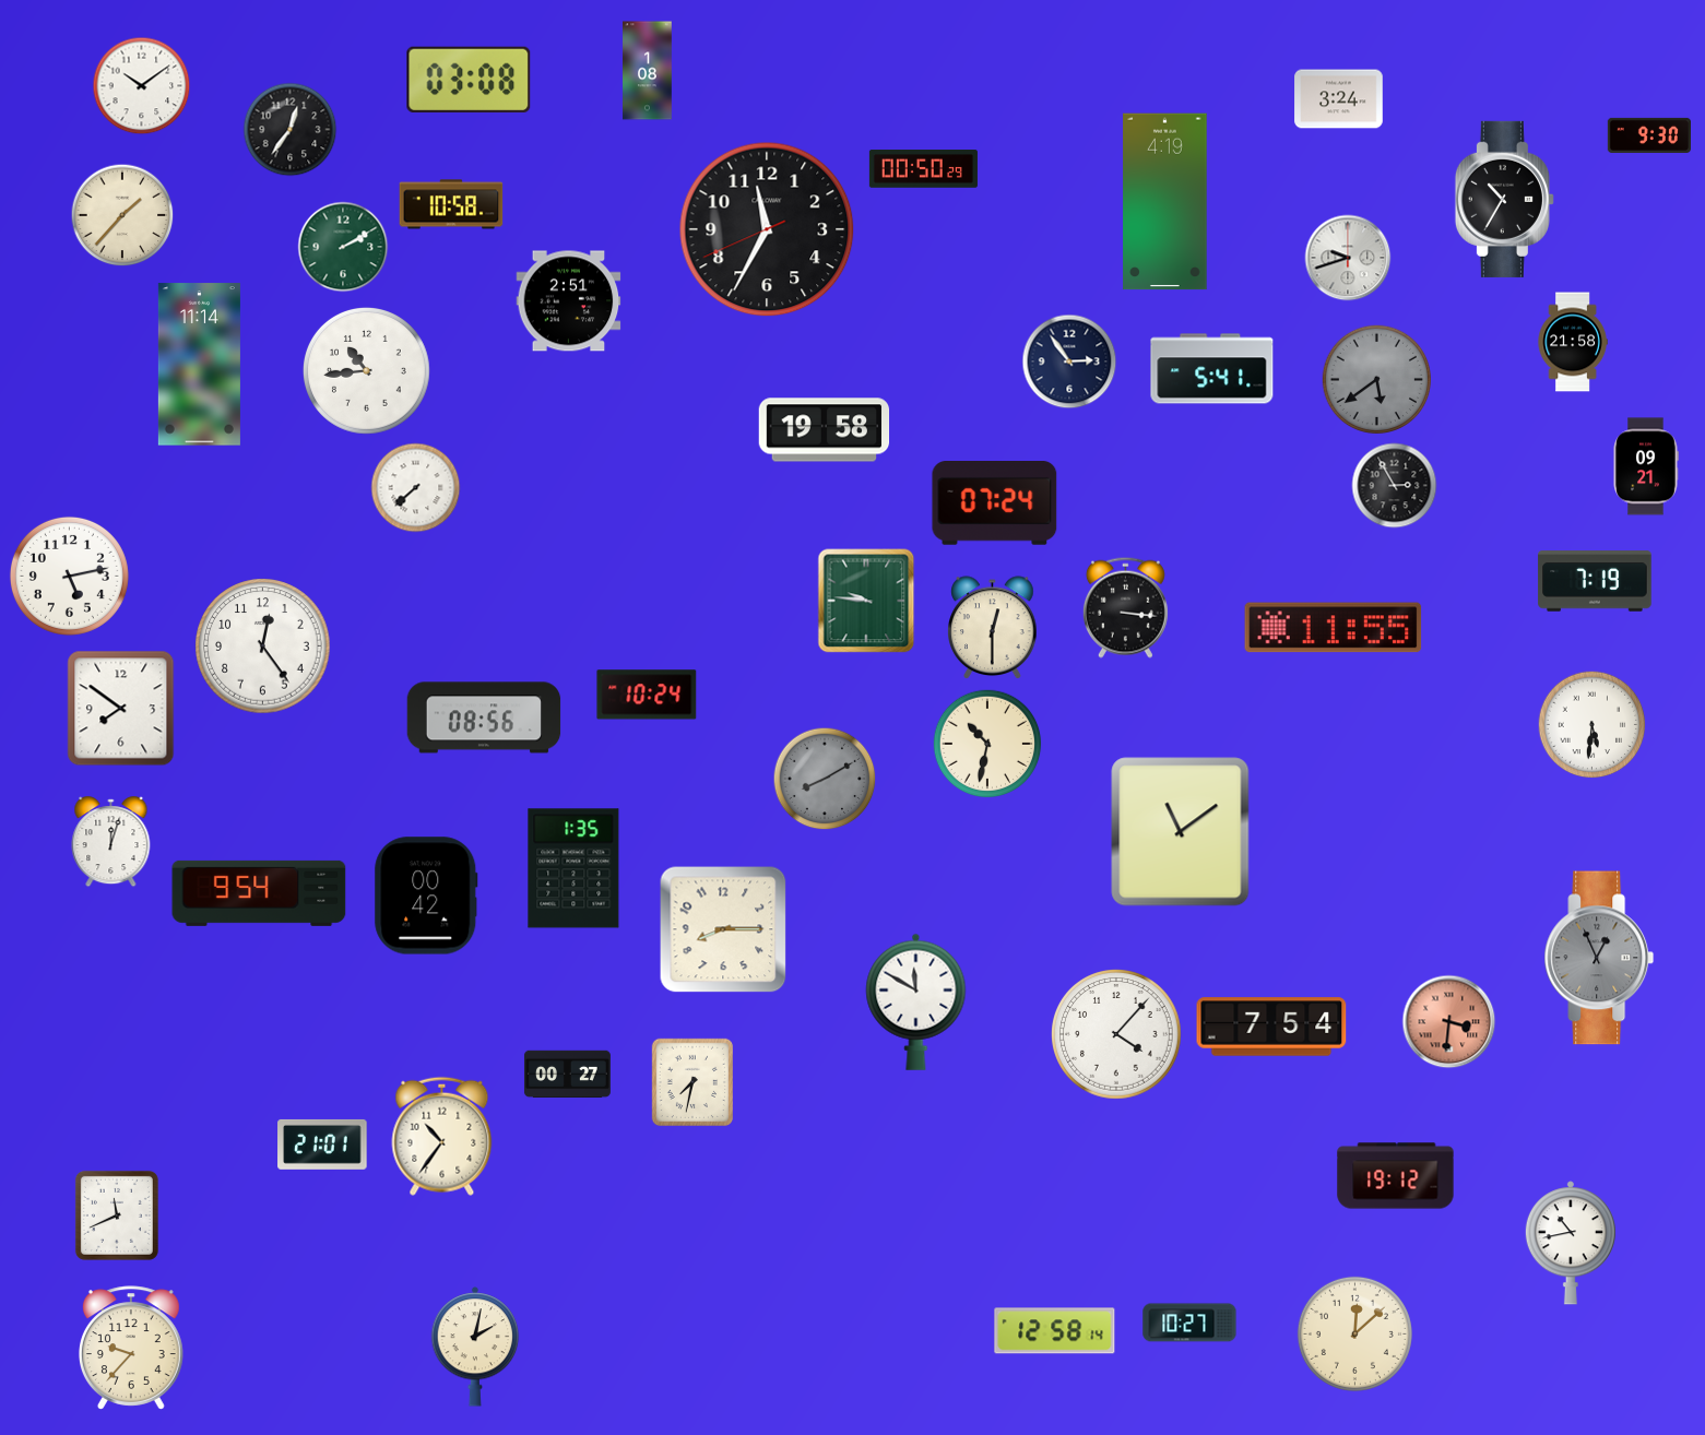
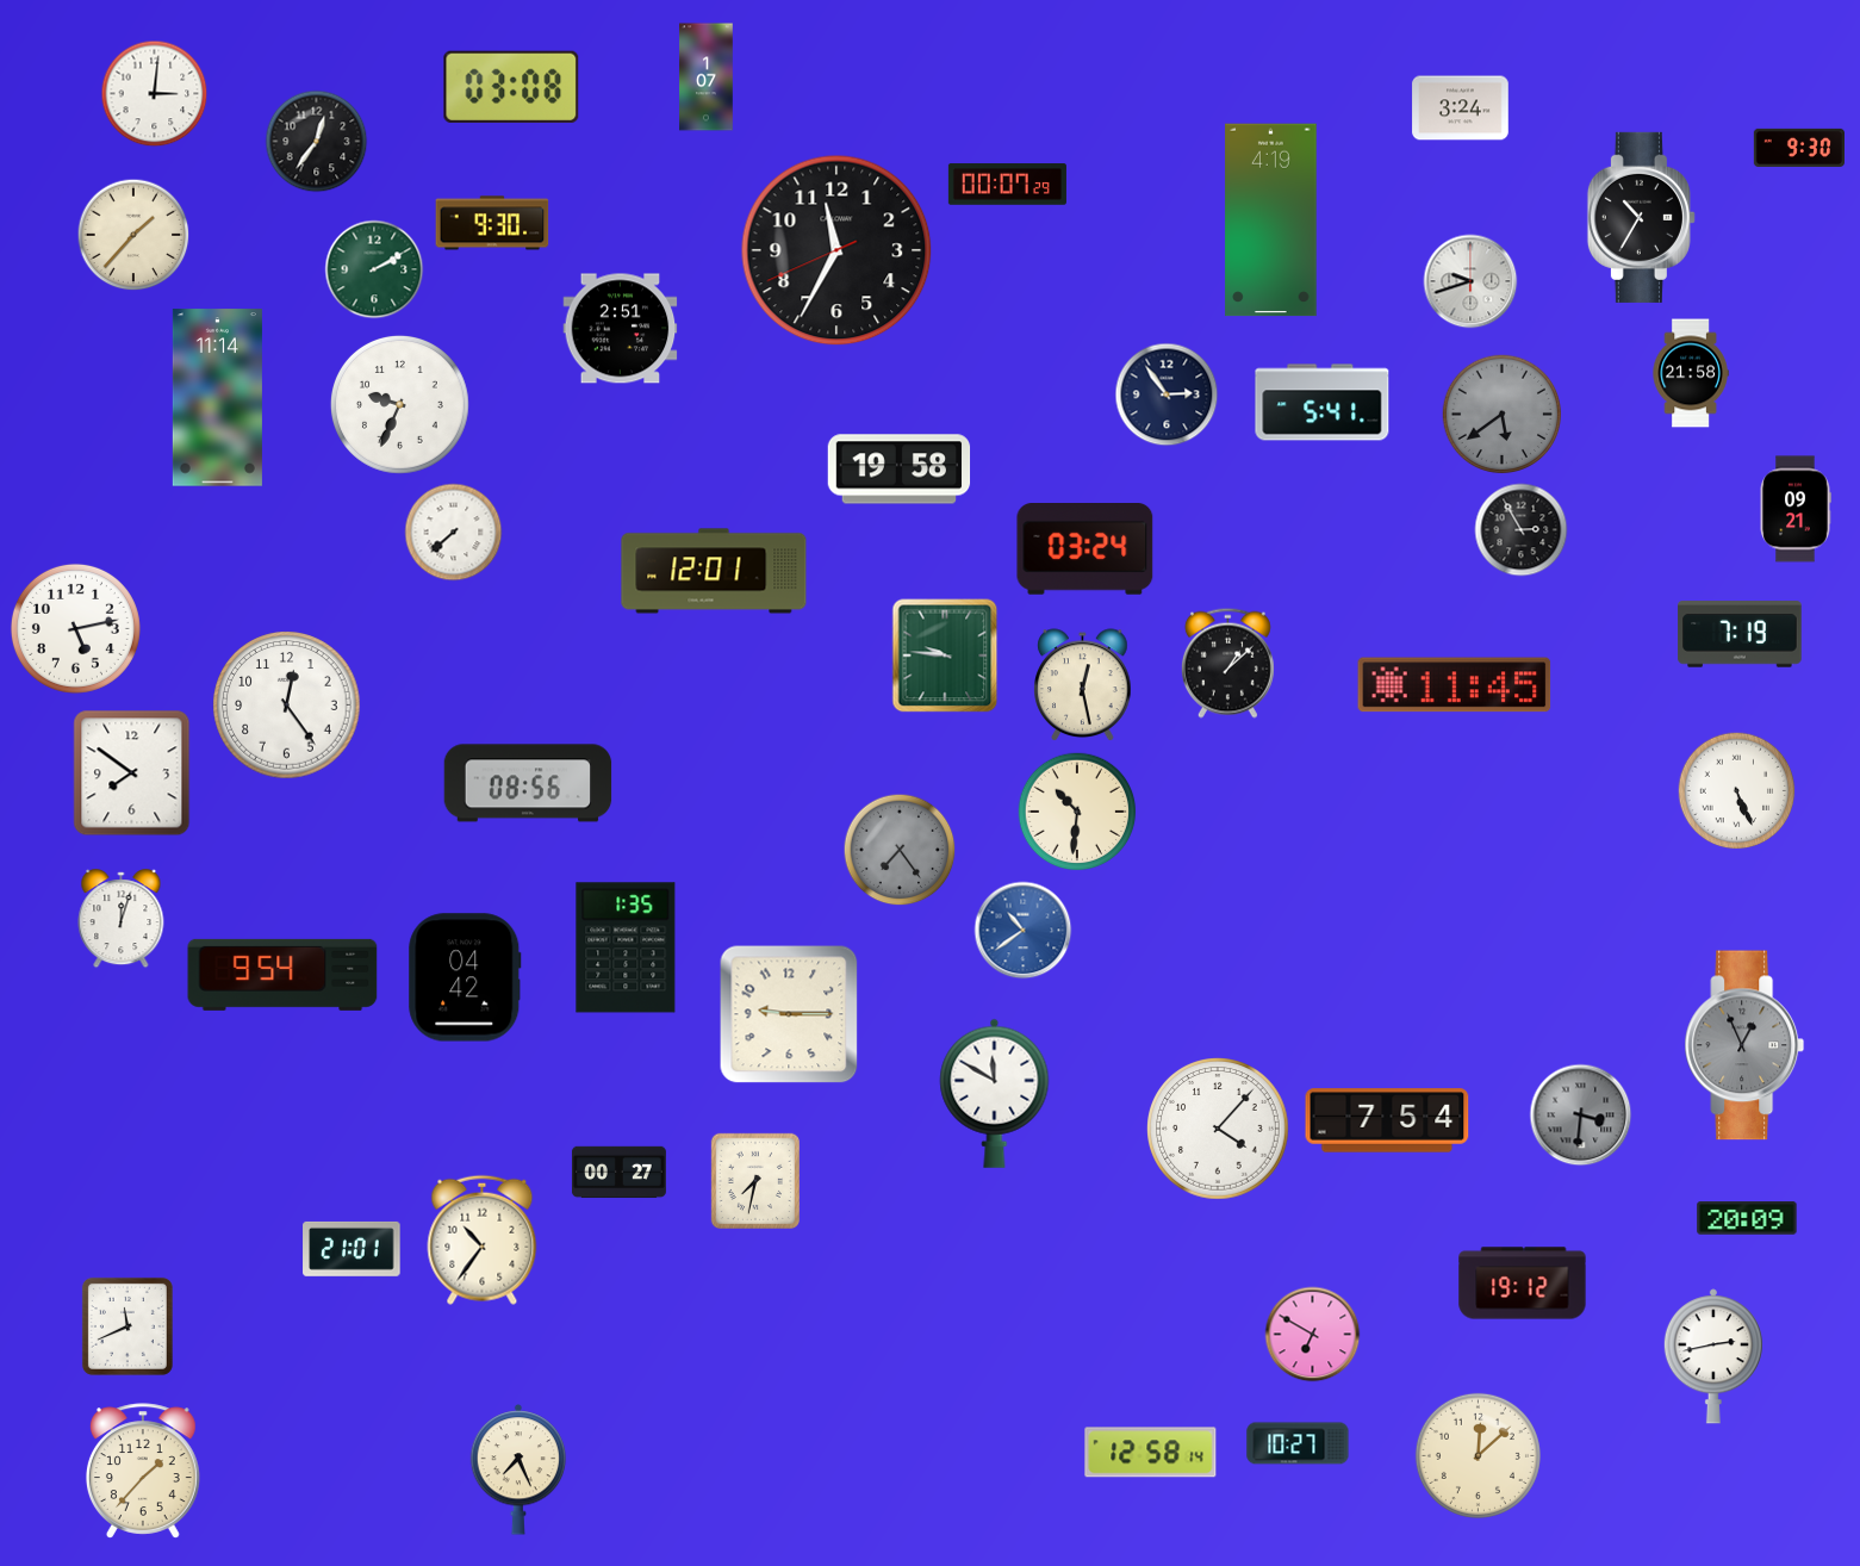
clock at (648, 71): 1:08 -> 1:07
clock at (142, 86): 10:09 -> 3:01
clock at (923, 169): 00:50 -> 00:07
clock at (451, 204): 10:58 -> 9:30
clock at (1573, 342) position: (1573, 342) -> (1691, 373)
clock at (367, 371): 10:44 -> 9:34
clock at (995, 503): 07:24 -> 03:24
clock at (714, 571): none -> 12:01
clock at (1125, 607): 3:16 -> 1:08
clock at (993, 628): 12:30 -> 12:28
clock at (1334, 628): 11:55 -> 11:45
clock at (647, 695): 10:24 -> none
clock at (1592, 725): 5:31 -> 5:26
clock at (987, 744): 10:32 -> 10:31
clock at (825, 779): 8:10 -> 7:24
clock at (1181, 832): 11:09 -> none
clock at (1024, 931): none -> 10:39
clock at (426, 896): 00:42 -> 04:42
clock at (723, 929): 8:15 -> 9:15
clock at (916, 1001) position: (916, 1001) -> (995, 1093)
clock at (1449, 1022) dial: salmon -> grey
clock at (1747, 1218): none -> 20:09
clock at (1313, 1335): none -> 6:50
clock at (1571, 1243): 10:43 -> 2:43
clock at (131, 1348): 9:37 -> 1:37
clock at (475, 1348): 2:02 -> 7:26
